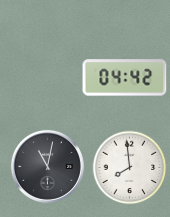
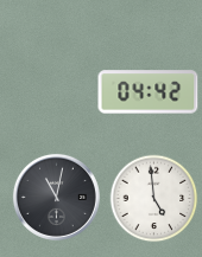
clock at (130, 168): 7:59 -> 4:59
